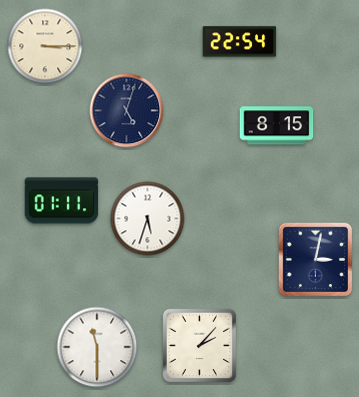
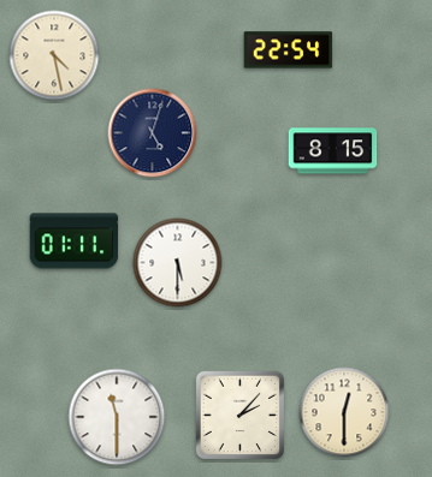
clock at (45, 46): 3:15 -> 4:28
clock at (148, 219): 5:33 -> 5:30
clock at (316, 260): 3:02 -> none
clock at (344, 412): none -> 12:30
